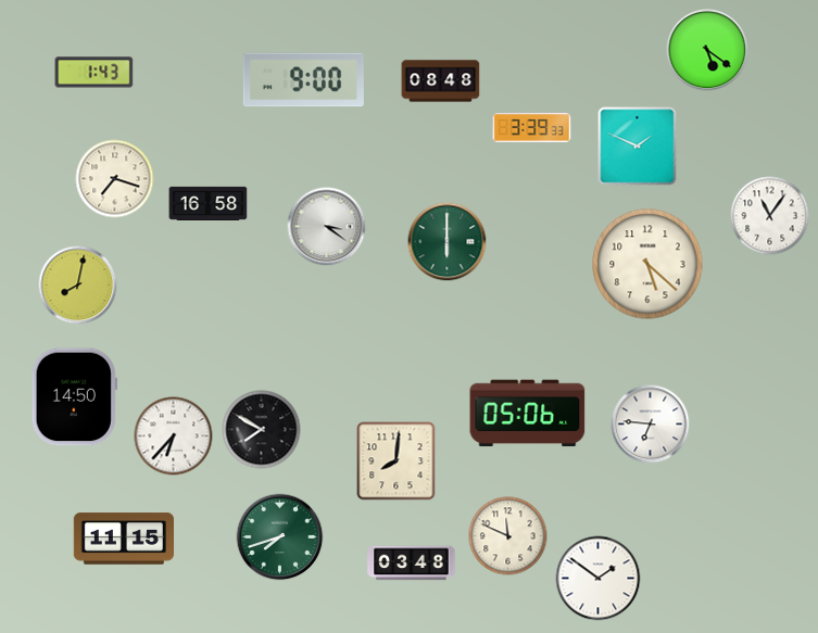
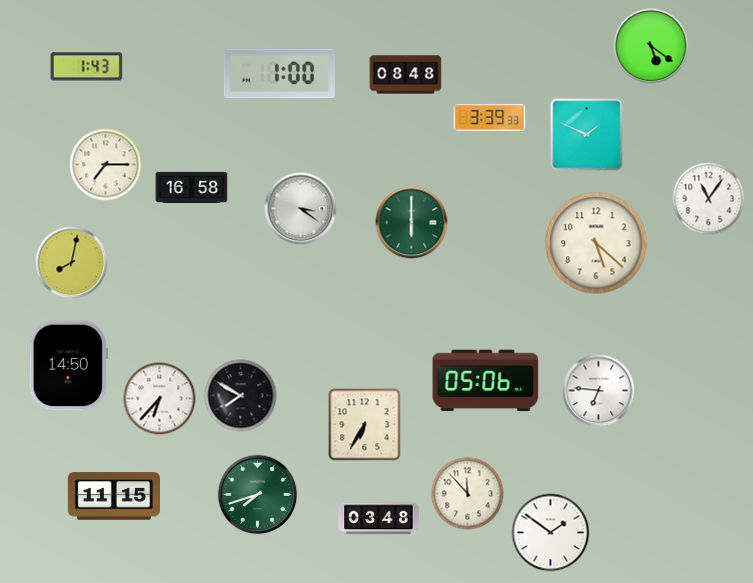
clock at (303, 80): 9:00 -> 1:00
clock at (115, 179): 7:18 -> 7:15
clock at (174, 436) position: (174, 436) -> (160, 399)
clock at (397, 461): 8:01 -> 6:35
clock at (508, 536): 11:49 -> 11:53
